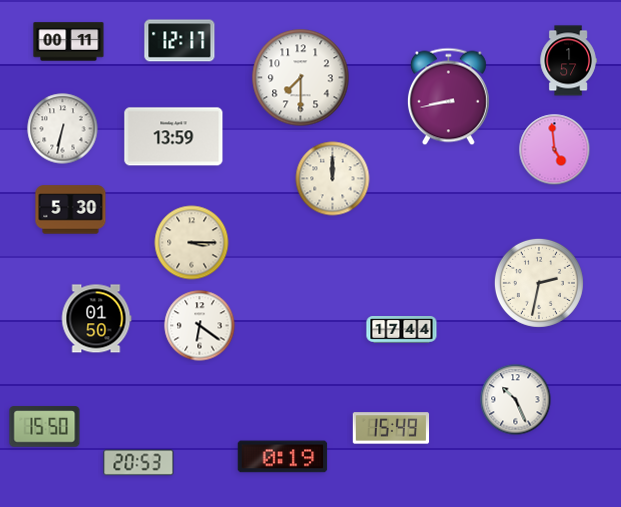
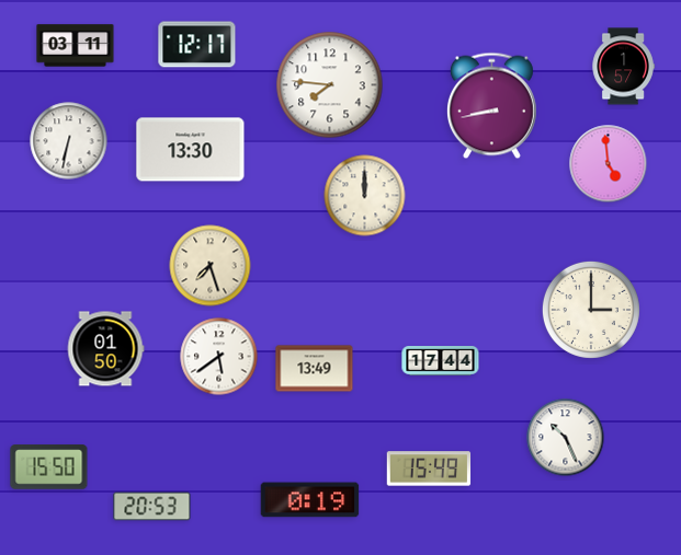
clock at (69, 42): 00:11 -> 03:11
clock at (301, 78): 7:30 -> 7:46
clock at (174, 137): 13:59 -> 13:30
clock at (71, 210): 5:30 -> none
clock at (192, 243): 3:15 -> 7:27
clock at (539, 283): 2:32 -> 3:00
clock at (200, 326): 6:21 -> 5:39
clock at (315, 369): none -> 13:49
